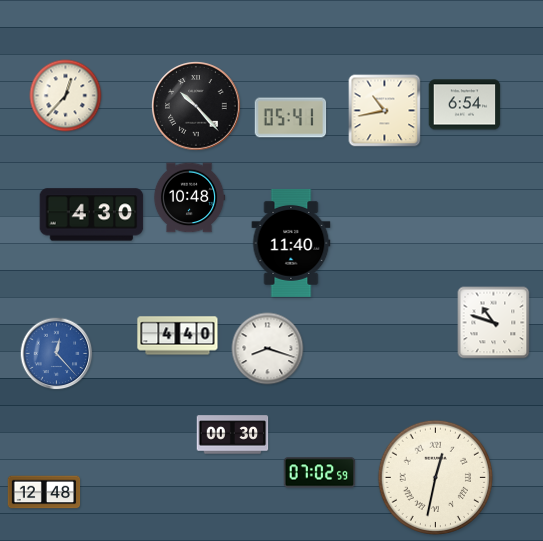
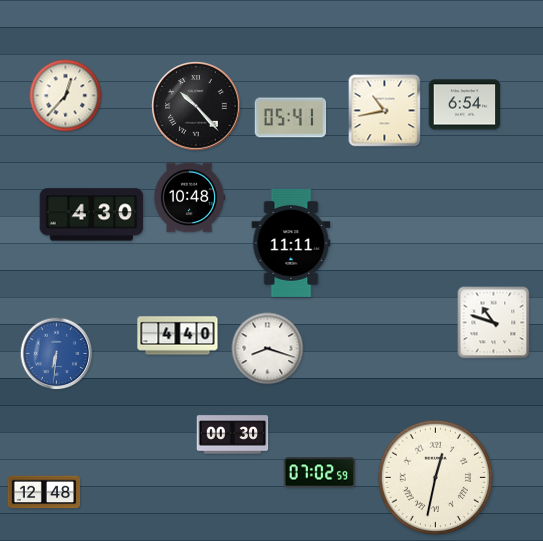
clock at (291, 243): 11:40 -> 11:11
clock at (57, 354): 12:23 -> 6:31
